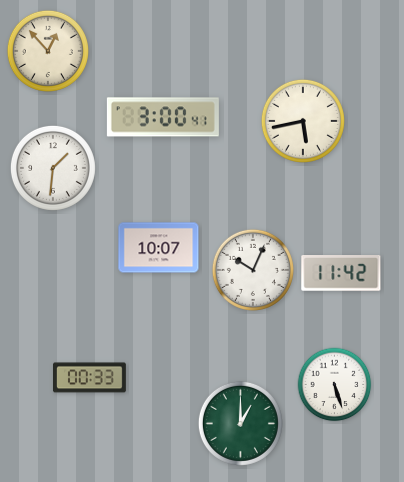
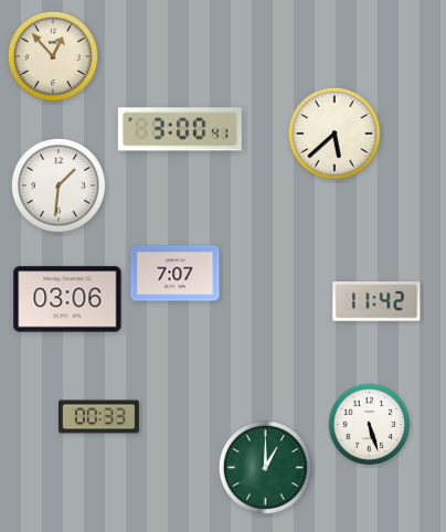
clock at (303, 121): 5:43 -> 5:38
clock at (159, 248): 10:07 -> 7:07
clock at (253, 270): 10:04 -> none
clock at (67, 299): none -> 03:06
